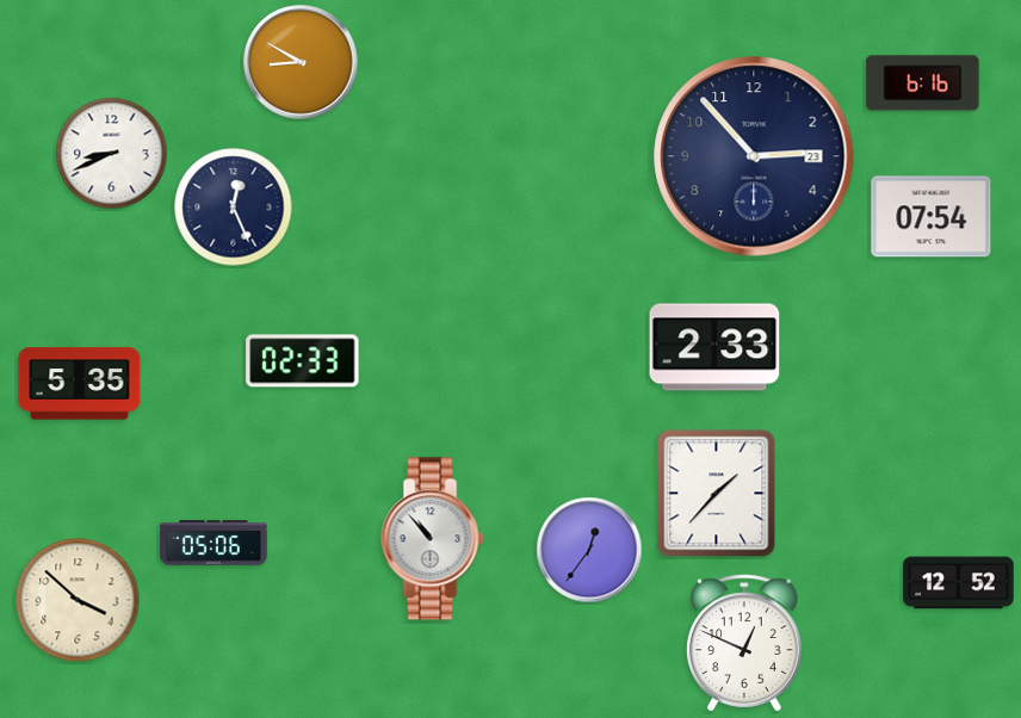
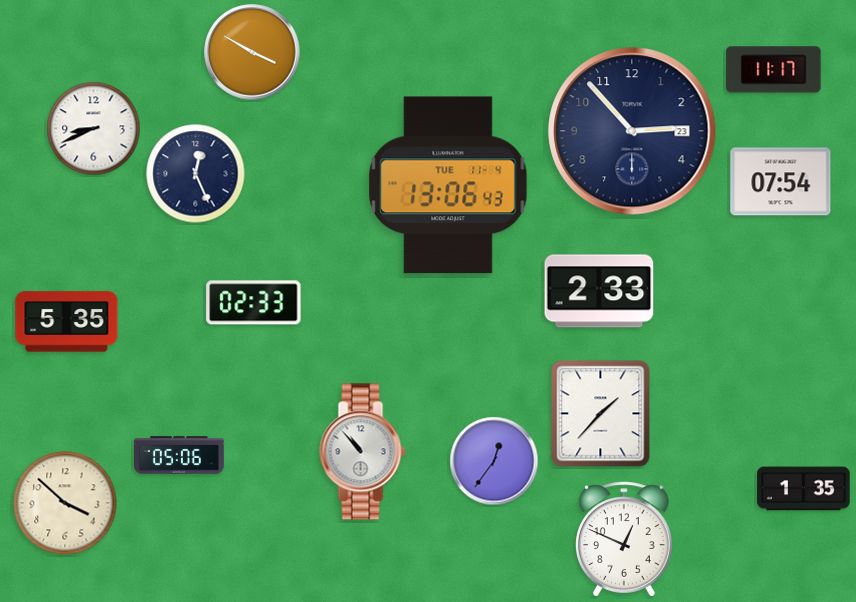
clock at (301, 62): 8:50 -> 3:50
clock at (923, 83): 6:16 -> 11:17
clock at (448, 185): none -> 13:06
clock at (959, 583): 12:52 -> 1:35
